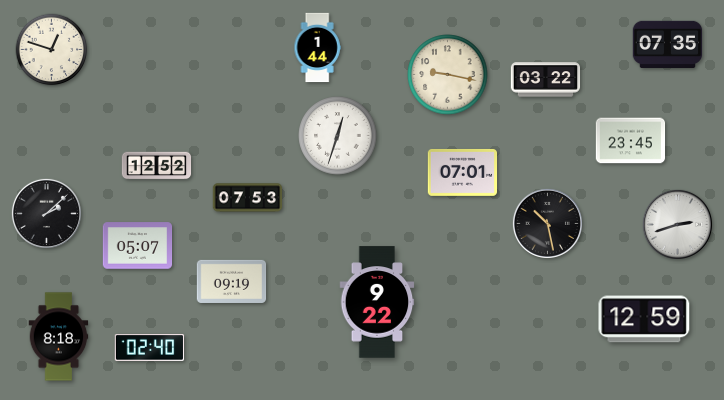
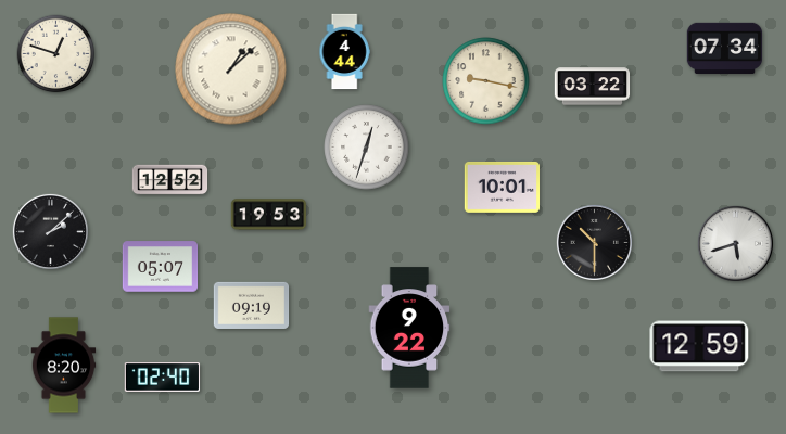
clock at (668, 44): 07:35 -> 07:34
clock at (317, 48): 1:44 -> 4:44
clock at (231, 69): none -> 1:08
clock at (631, 141): 23:45 -> none
clock at (463, 172): 07:01 -> 10:01
clock at (248, 198): 07:53 -> 19:53
clock at (547, 223): 10:28 -> 10:30
clock at (677, 224): 2:42 -> 5:42
clock at (138, 246) position: (138, 246) -> (161, 267)
clock at (59, 337): 8:18 -> 8:20
